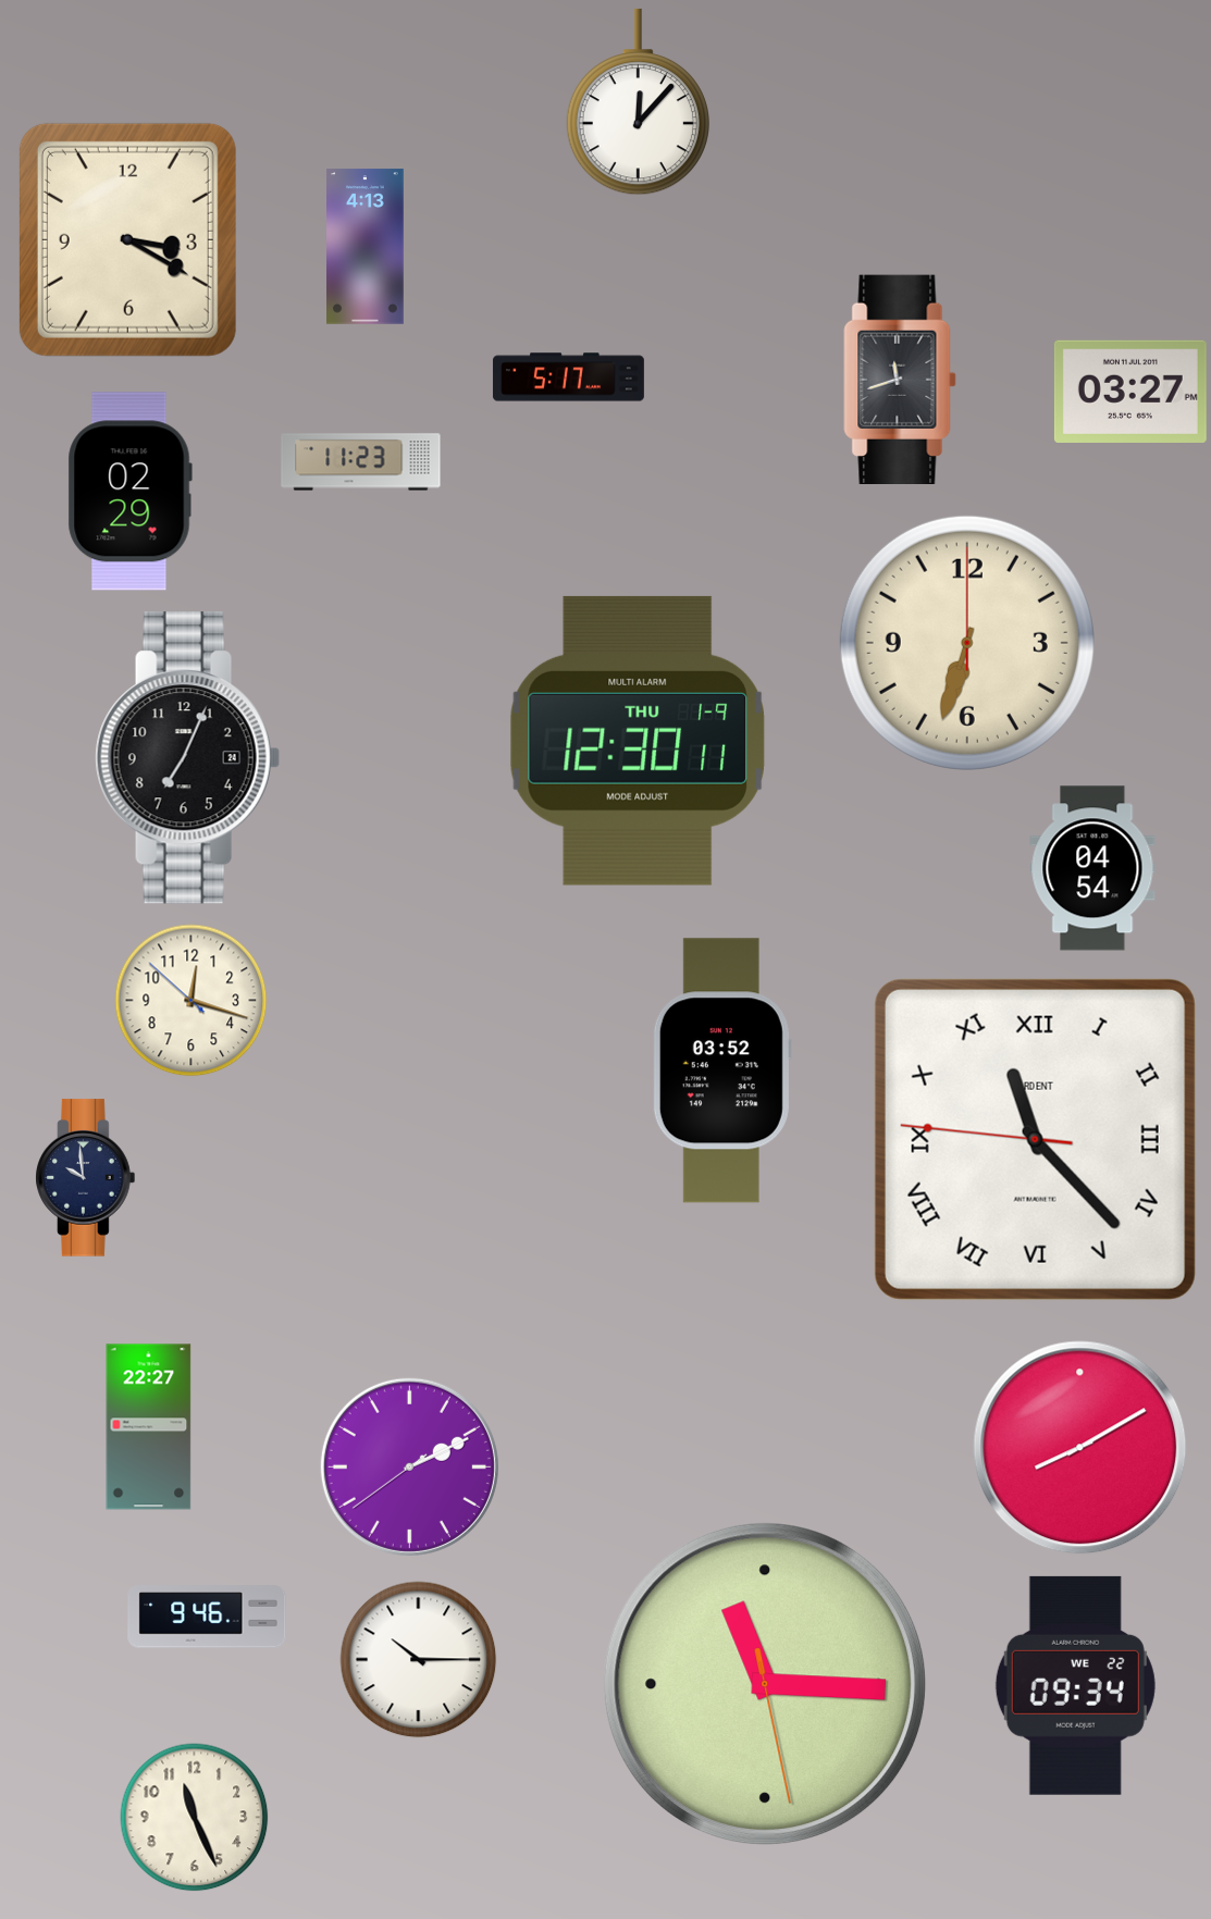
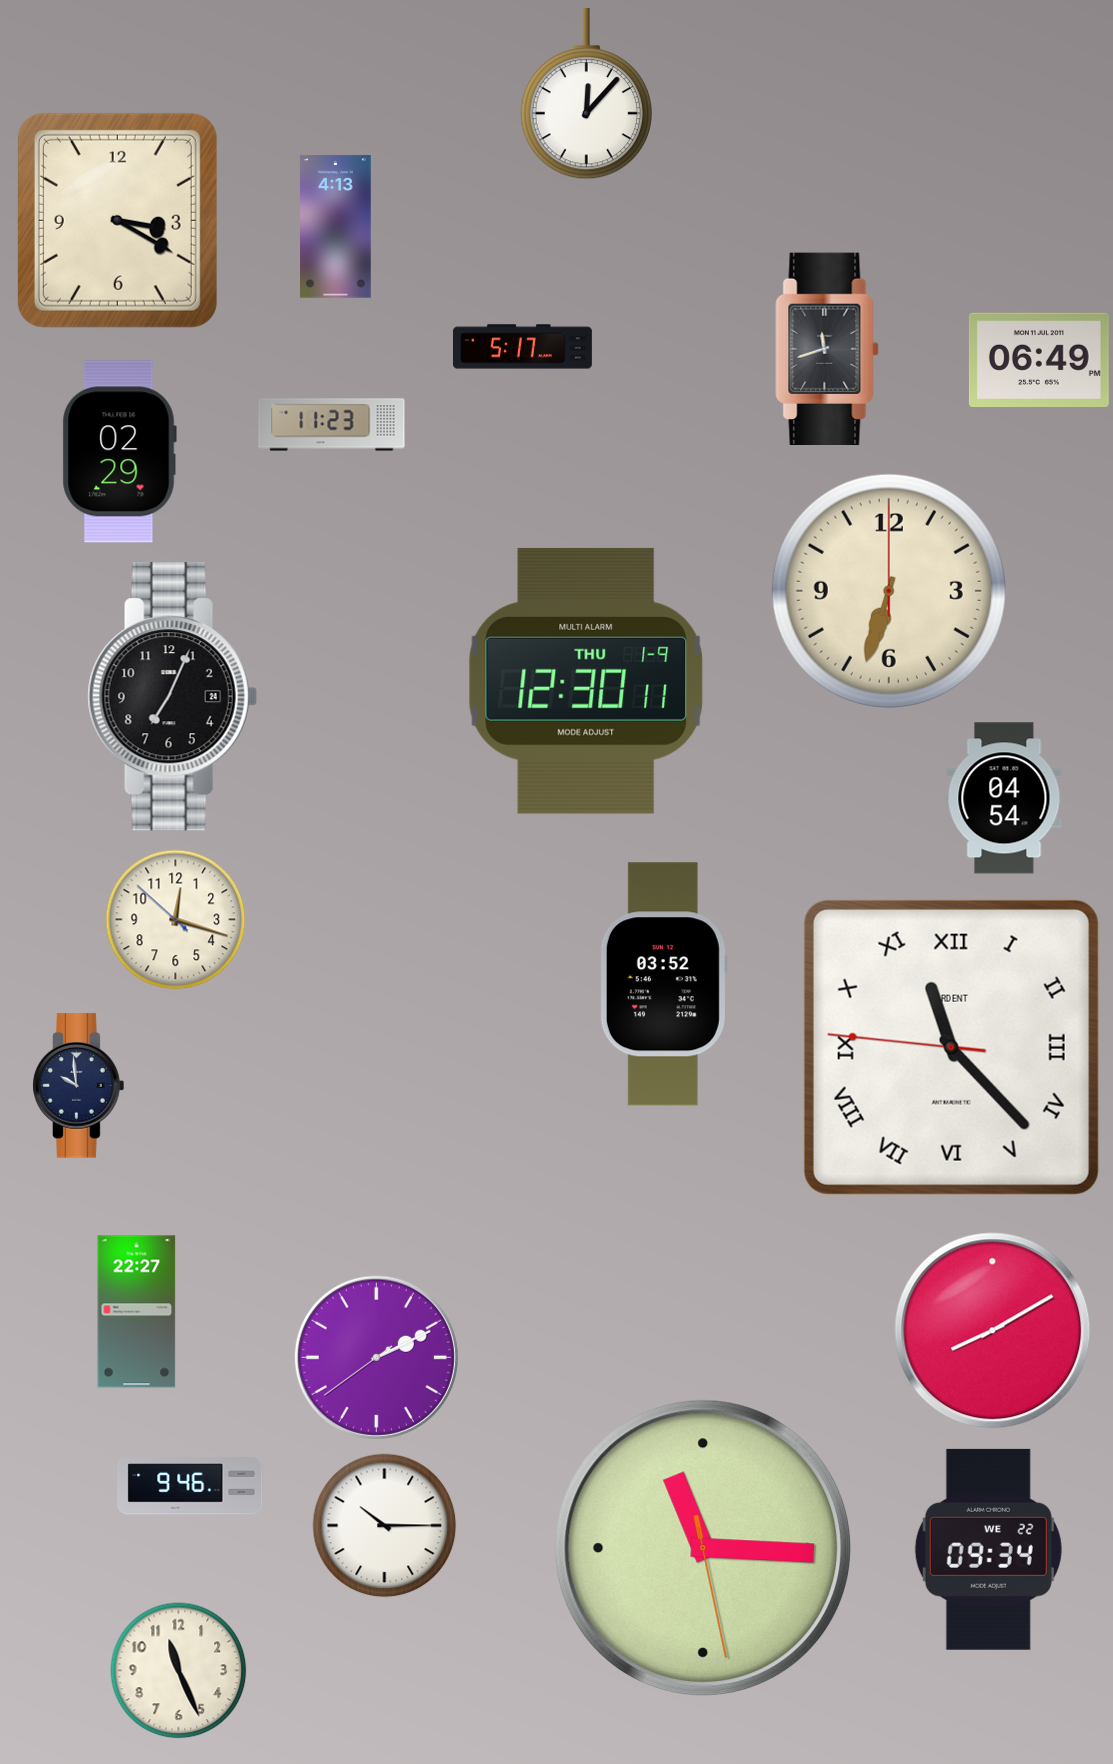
clock at (1130, 392): 03:27 -> 06:49
clock at (86, 1178) position: (86, 1178) -> (79, 1086)
clock at (409, 1466) position: (409, 1466) -> (376, 1357)
